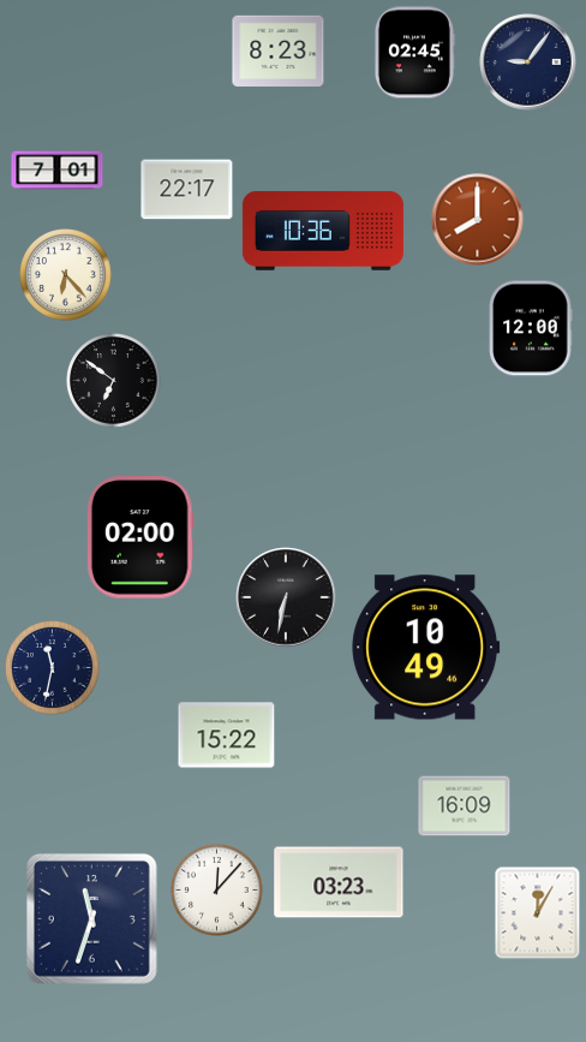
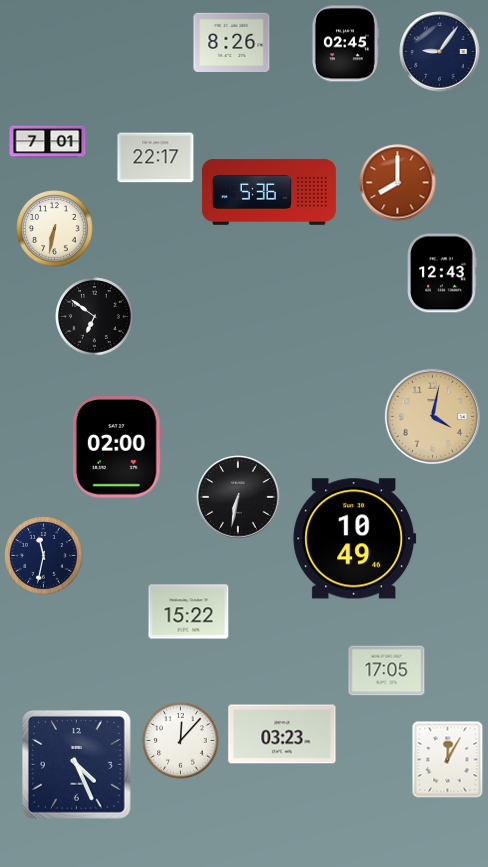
clock at (279, 50): 8:23 -> 8:26
clock at (323, 232): 10:36 -> 5:36
clock at (66, 275): 6:23 -> 6:32
clock at (531, 328): 12:00 -> 12:43
clock at (432, 416): none -> 4:02
clock at (465, 806): 16:09 -> 17:05
clock at (91, 918): 11:33 -> 4:26
